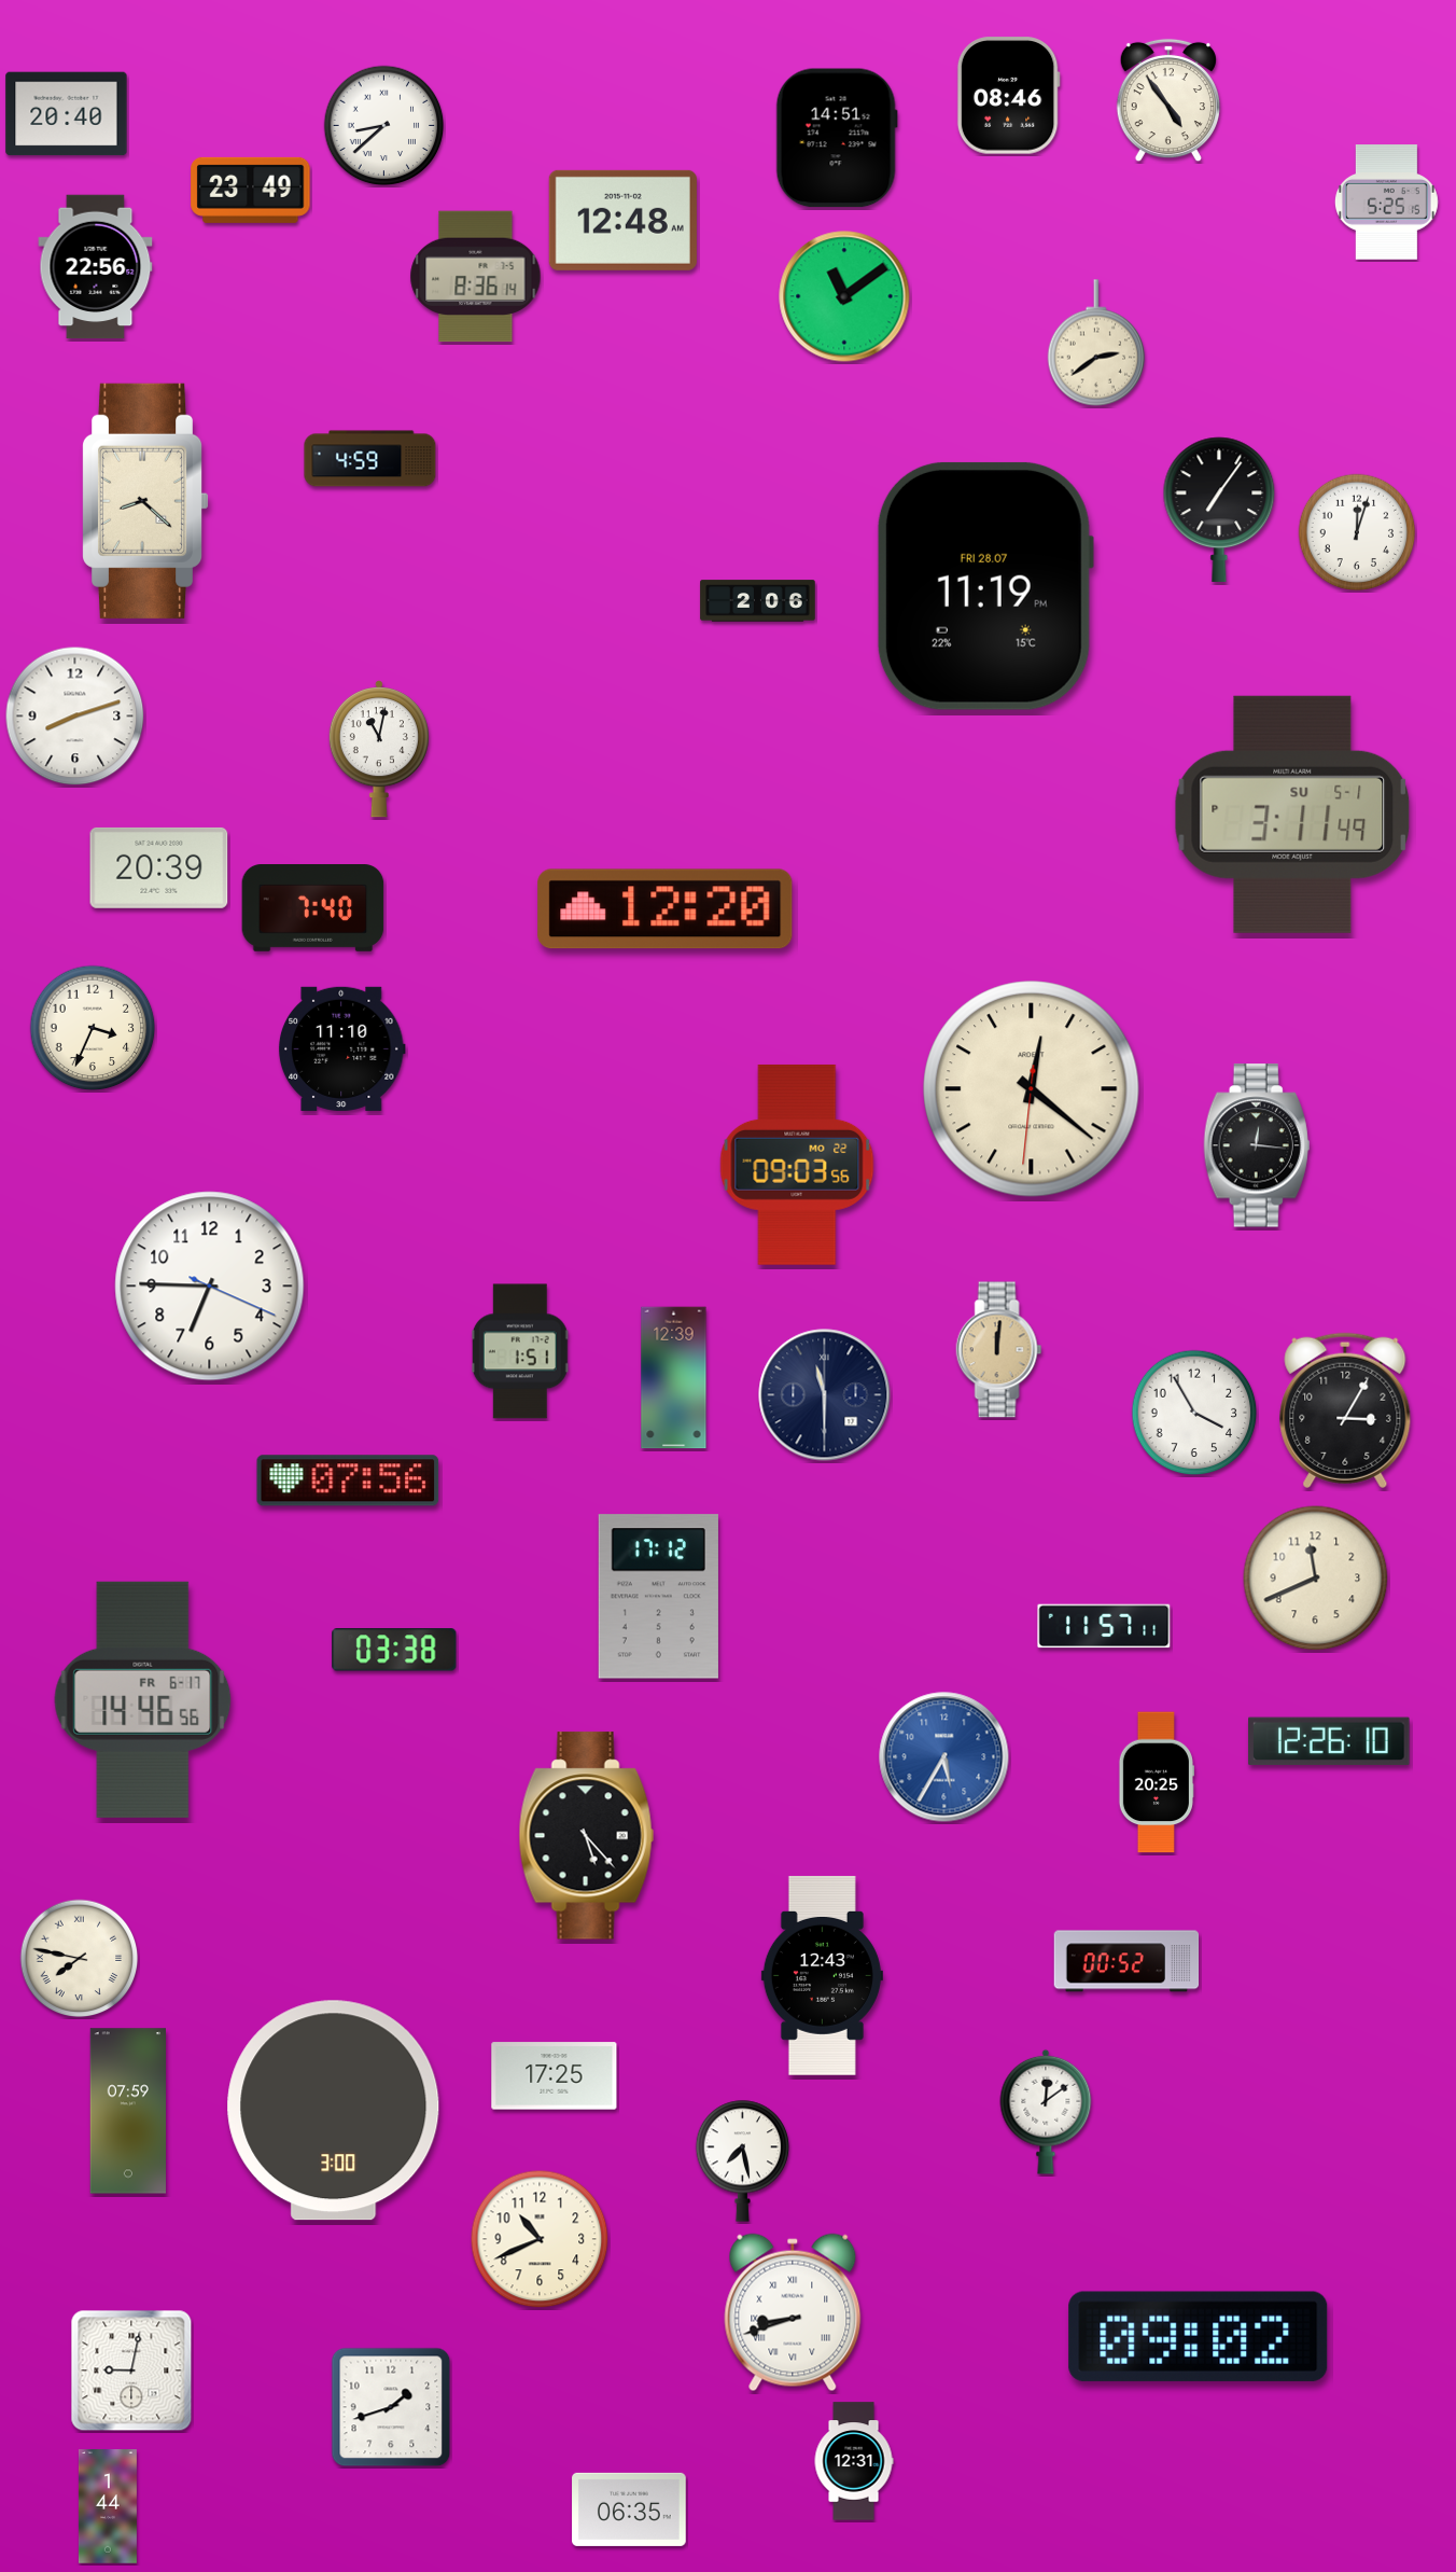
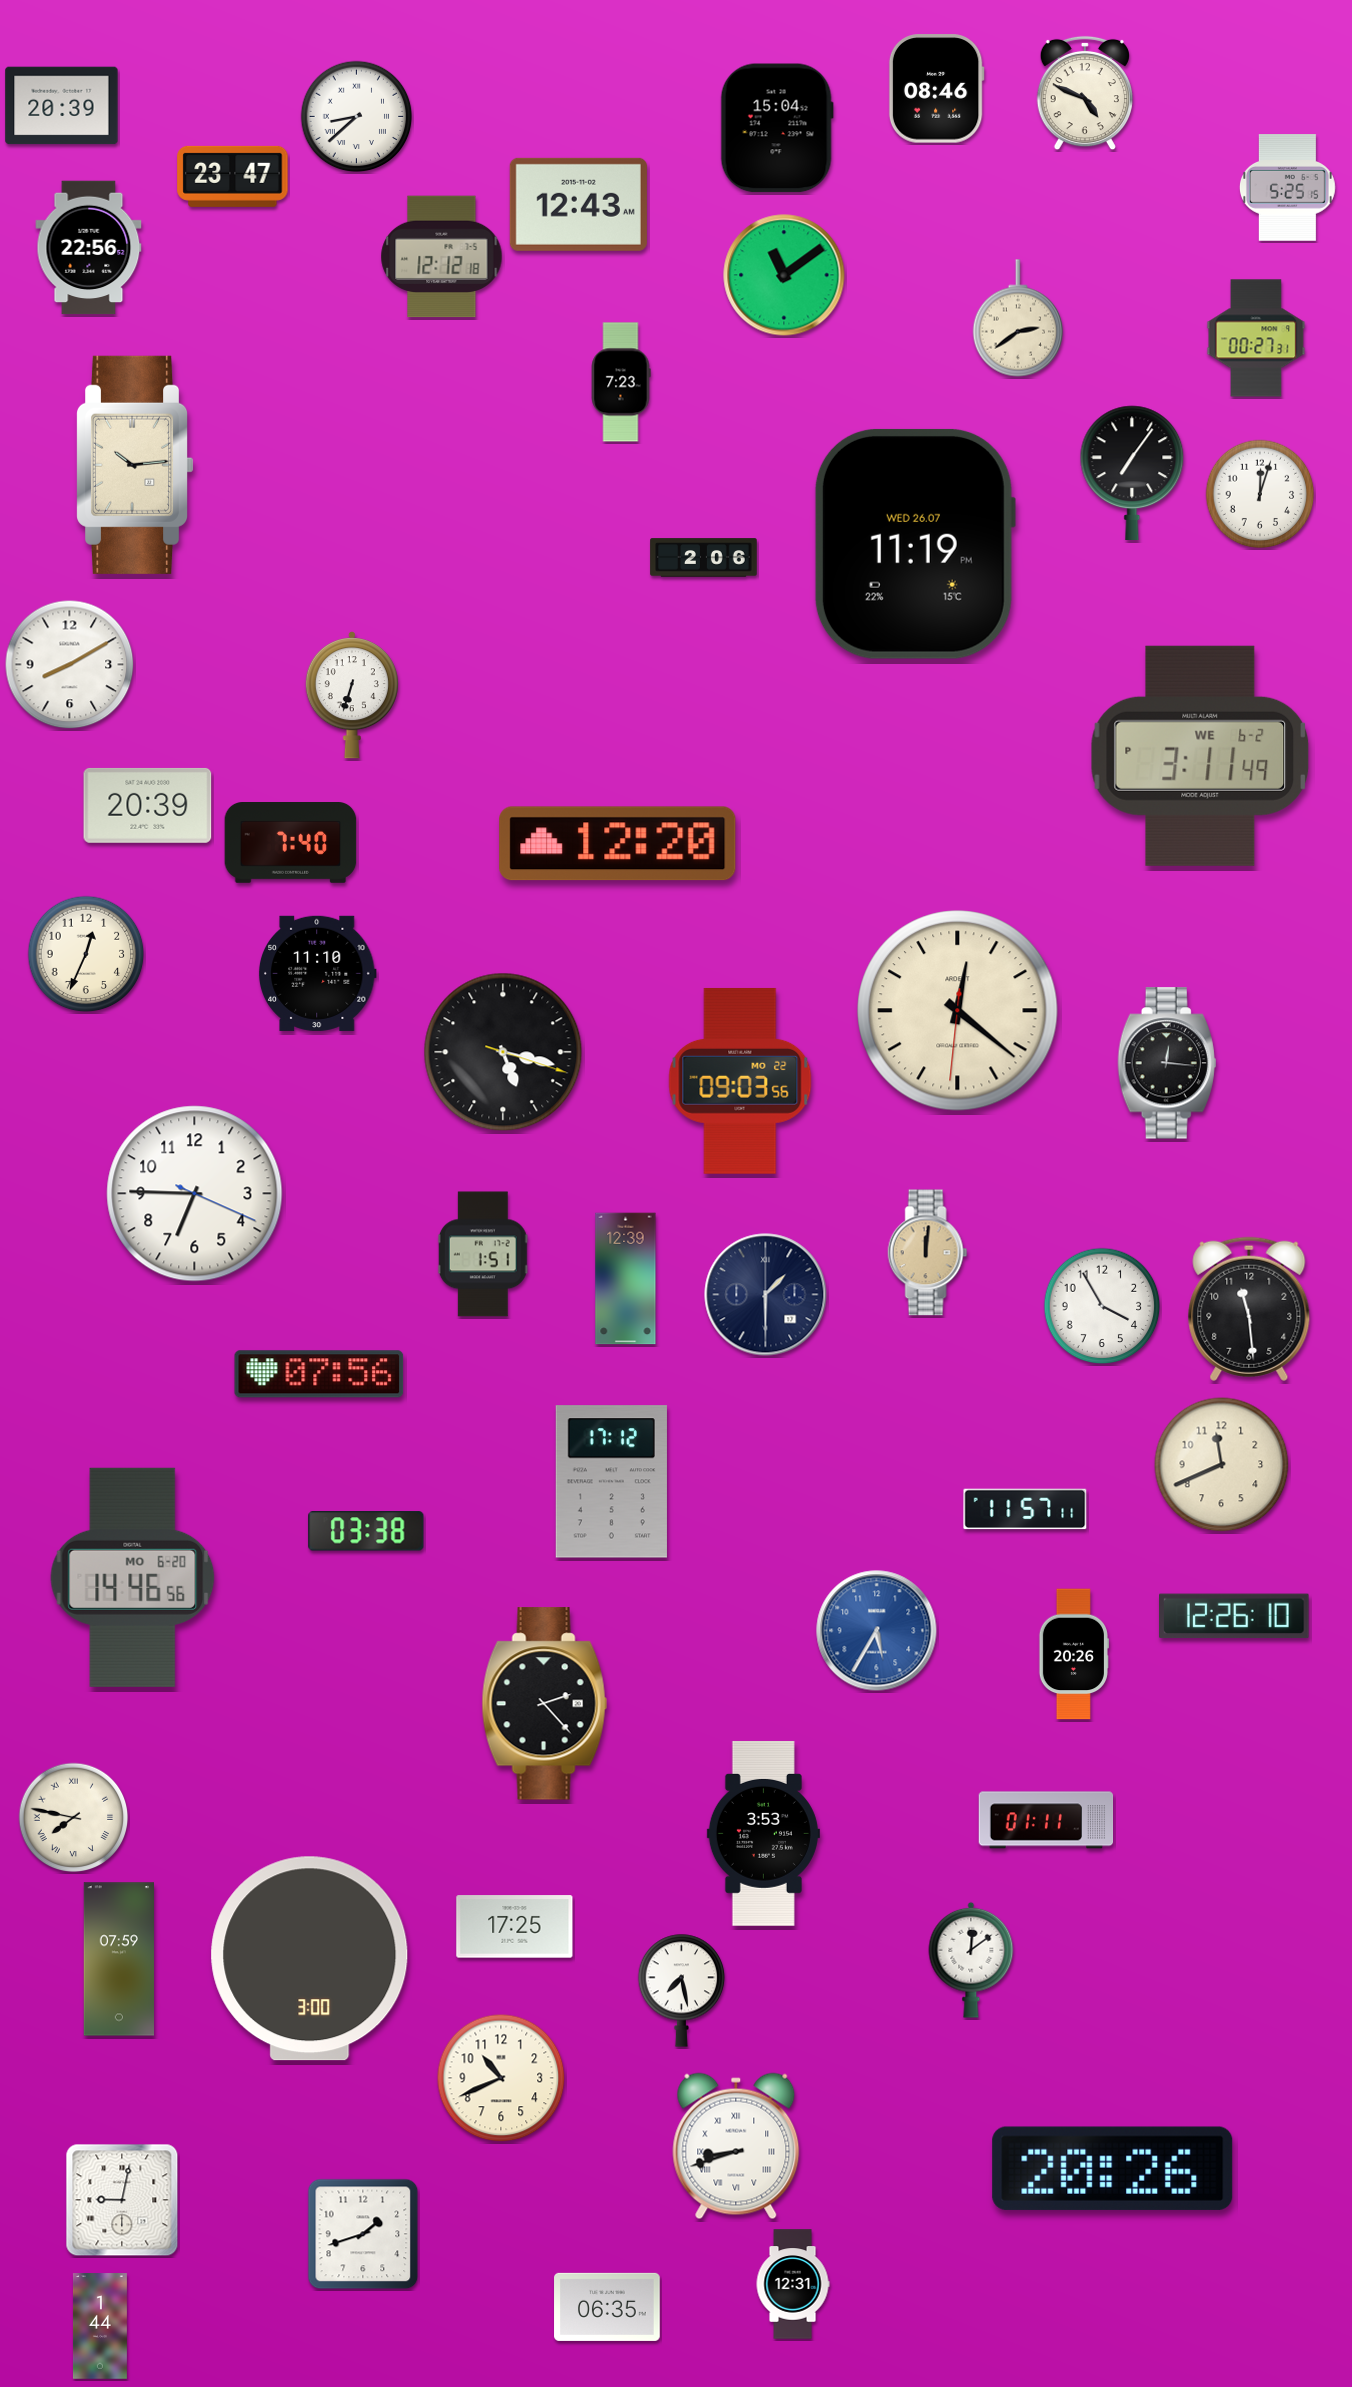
clock at (1168, 100): 4:54 -> 4:49
clock at (67, 114): 20:40 -> 20:39
clock at (837, 138): 14:51 -> 15:04
clock at (251, 190): 23:49 -> 23:47
clock at (622, 220): 12:48 -> 12:43
clock at (476, 277): 8:36 -> 12:12
clock at (1256, 338): none -> 00:27
clock at (621, 382): none -> 7:23
clock at (370, 459): 4:59 -> none
clock at (146, 501): 8:22 -> 10:14
clock at (984, 586) date: FRI 28.07 -> WED 26.07
clock at (75, 717): 8:12 -> 8:10
clock at (379, 749): 11:02 -> 6:33
clock at (1292, 815) date: SU 5-1 -> WE 6-2
clock at (93, 1028): 3:34 -> 12:34
clock at (503, 1052): none -> 5:17
clock at (825, 1395): 11:30 -> 1:30
clock at (1345, 1410): 3:05 -> 11:29
clock at (1194, 1413) position: (1194, 1413) -> (1102, 1306)
clock at (348, 1480) position: (348, 1480) -> (319, 1374)
clock at (143, 1699) date: FR 6-17 -> MO 6-20
clock at (1156, 1782): 20:25 -> 20:26
clock at (586, 1836): 5:23 -> 2:23
clock at (1126, 1961): 00:52 -> 01:11
clock at (822, 1975): 12:43 -> 3:53
clock at (743, 2160) position: (743, 2160) -> (682, 1990)
clock at (1199, 2336): 09:02 -> 20:26
clock at (629, 2510) position: (629, 2510) -> (607, 2307)
